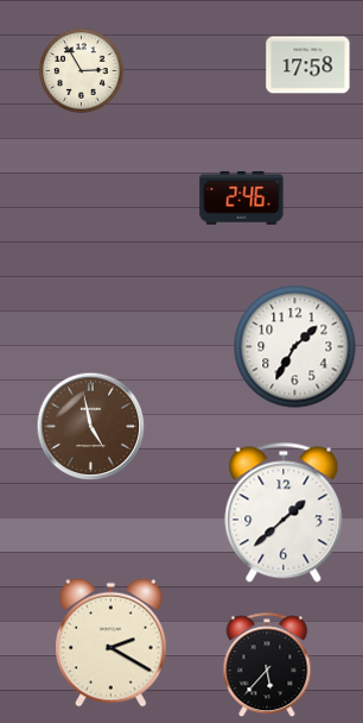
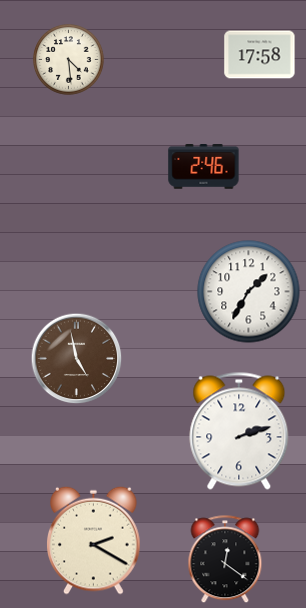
clock at (82, 71): 2:55 -> 4:29
clock at (284, 513): 1:38 -> 2:12
clock at (267, 666): 5:37 -> 12:21
